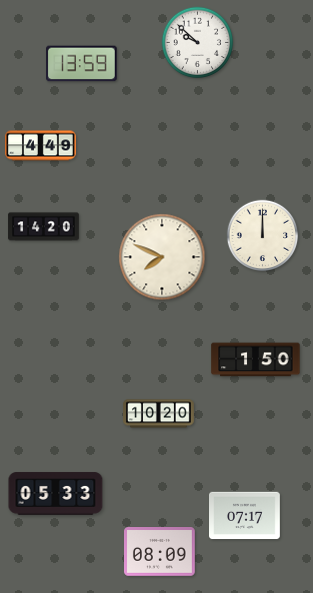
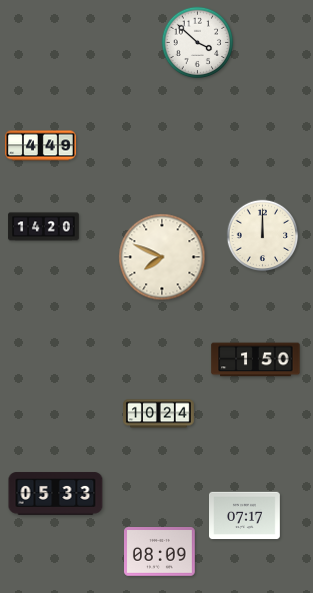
clock at (198, 43): 9:52 -> 3:52
clock at (82, 64): 13:59 -> none
clock at (159, 414): 10:20 -> 10:24
